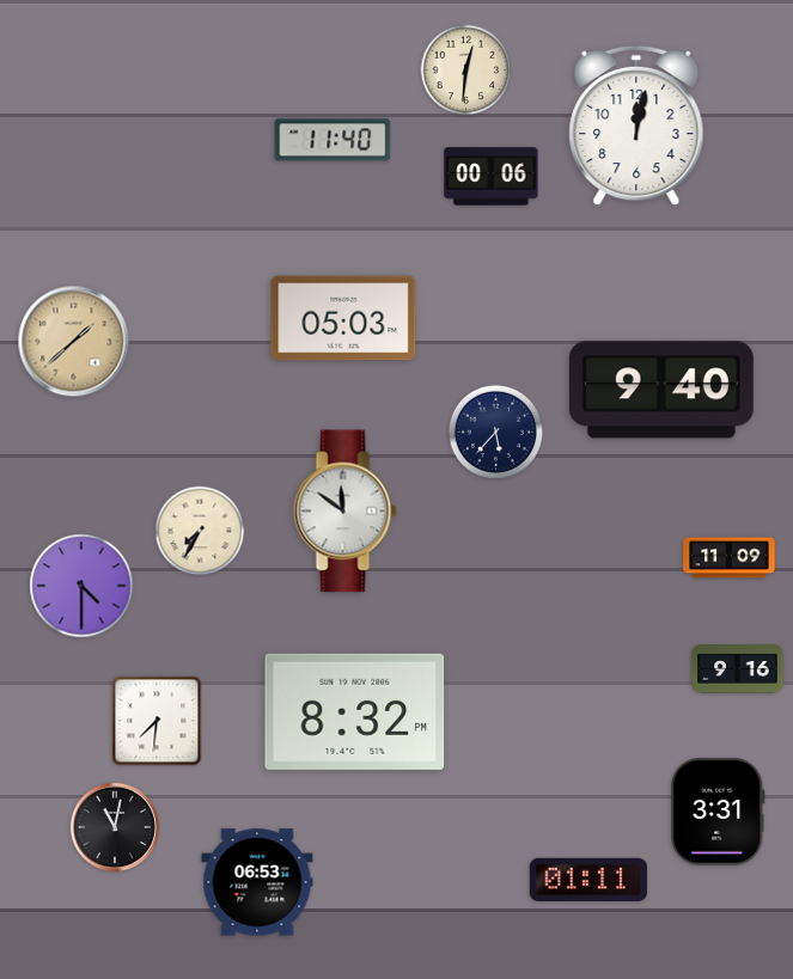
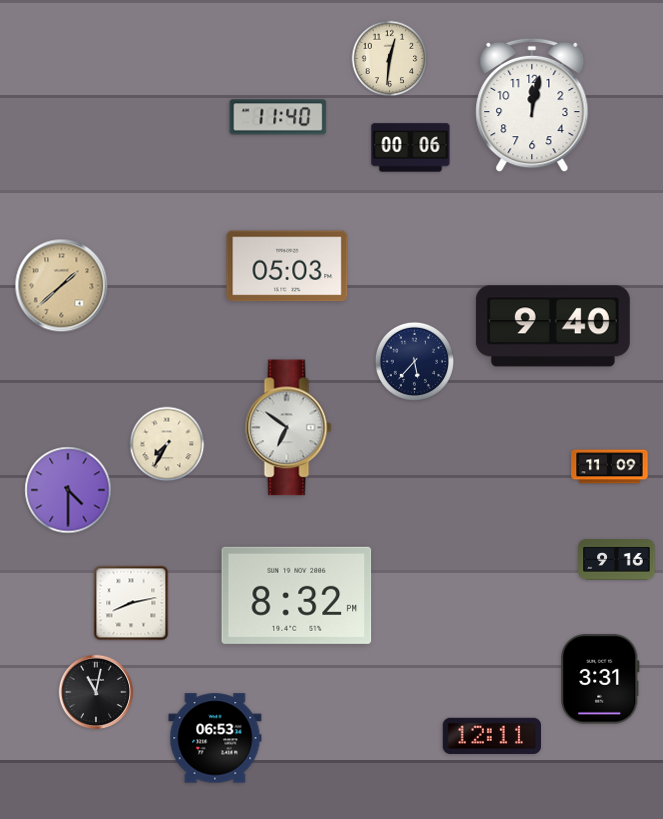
clock at (346, 512): 11:51 -> 6:51
clock at (157, 721): 7:31 -> 8:13
clock at (587, 880): 01:11 -> 12:11
